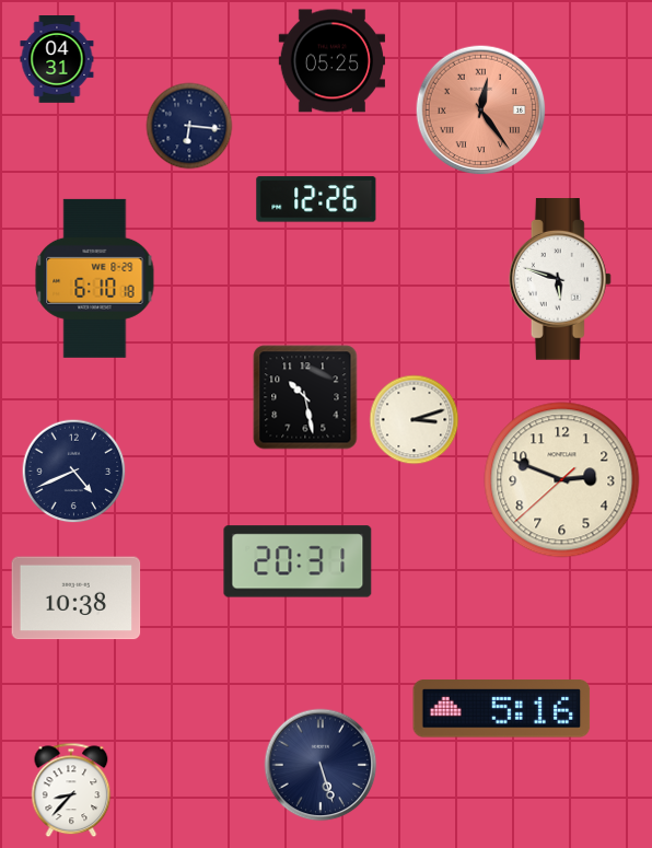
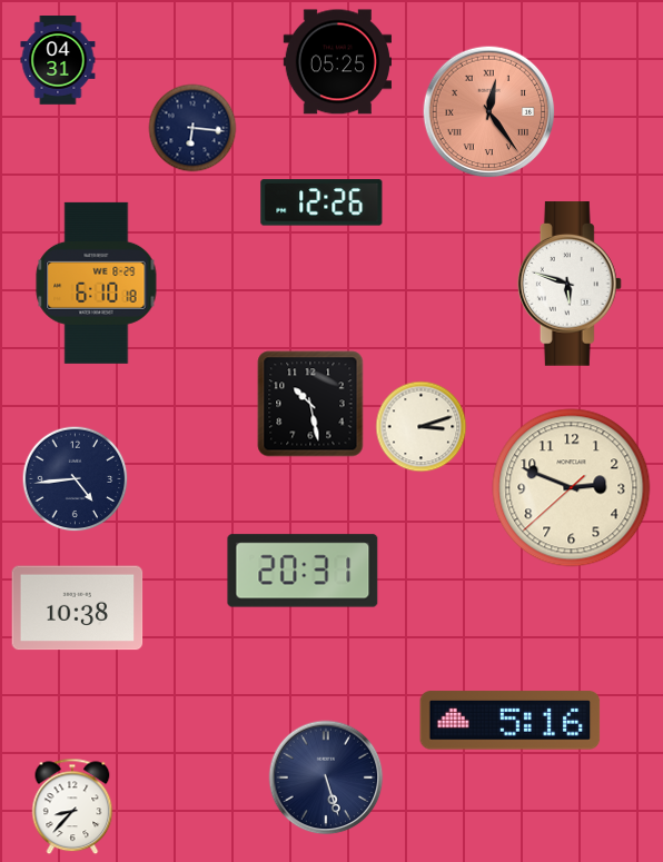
clock at (74, 472): 4:41 -> 4:44
clock at (71, 790) position: (71, 790) -> (72, 806)
